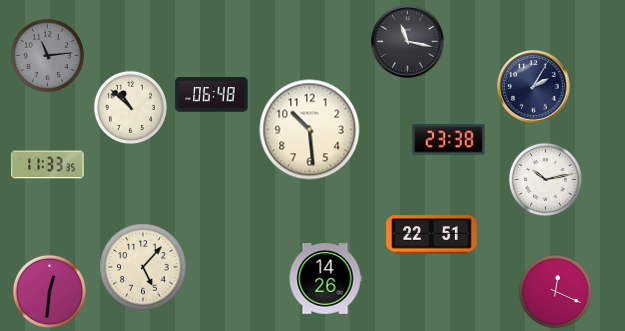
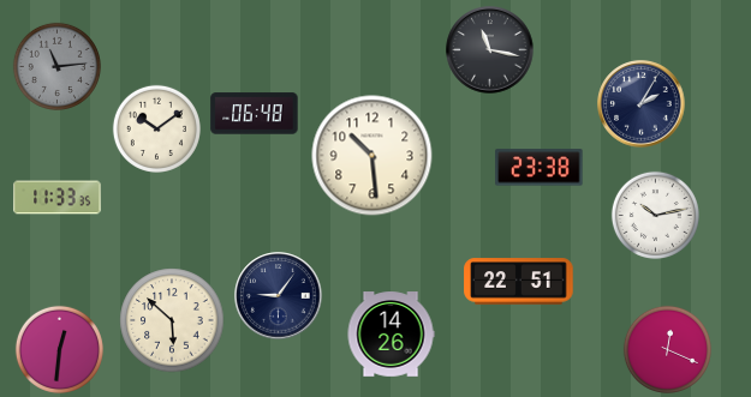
clock at (130, 107): 10:52 -> 10:09
clock at (279, 296): none -> 9:06
clock at (143, 267): 5:07 -> 5:52
